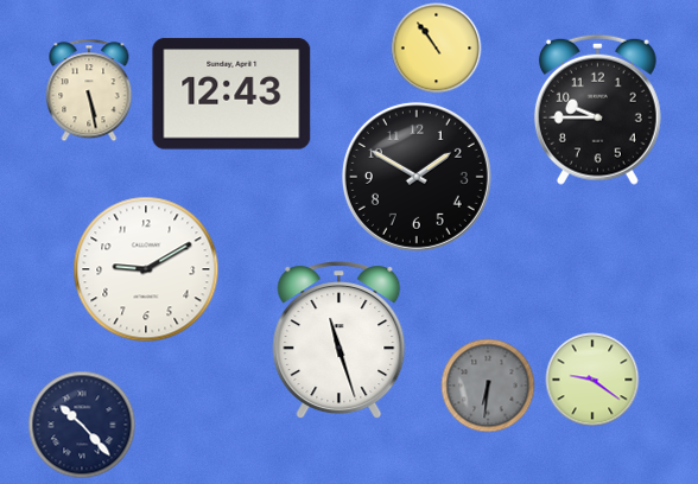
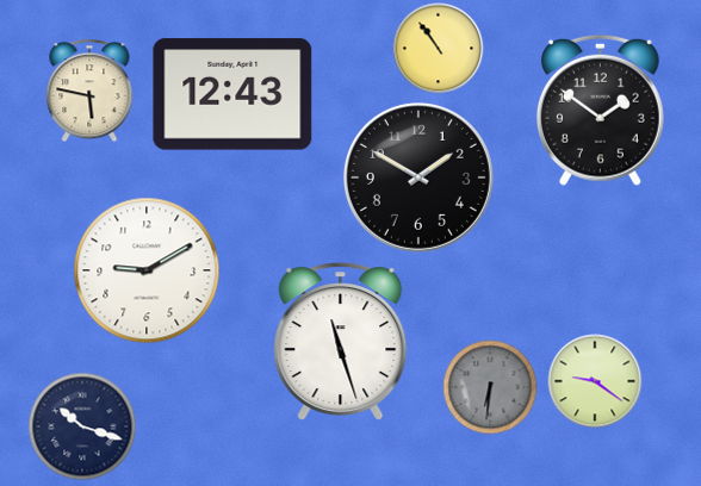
clock at (89, 90): 5:28 -> 5:47
clock at (597, 109): 9:45 -> 1:51
clock at (82, 425): 10:23 -> 10:18
